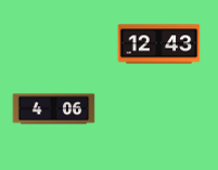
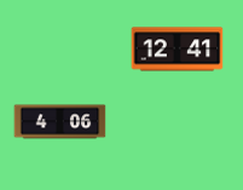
clock at (159, 44): 12:43 -> 12:41
